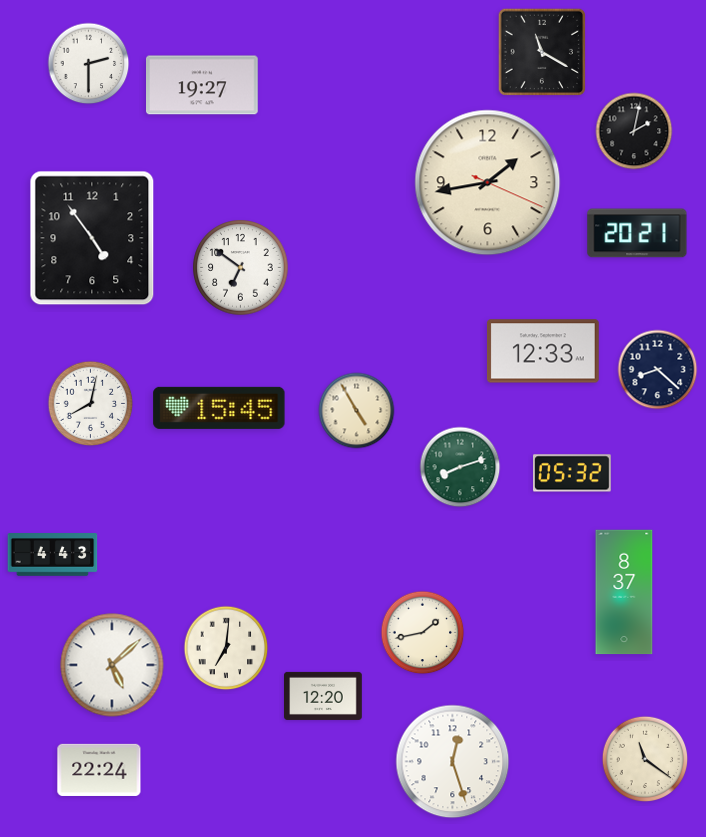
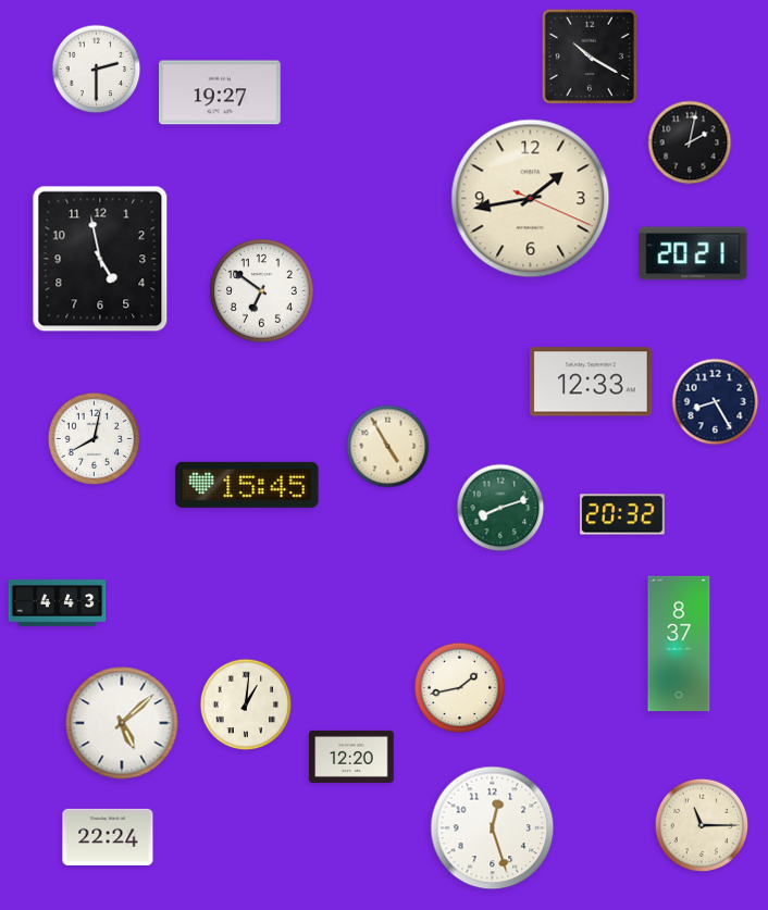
clock at (542, 52): 11:20 -> 10:20
clock at (92, 238): 4:54 -> 4:58
clock at (658, 370): 8:22 -> 8:25
clock at (91, 404) position: (91, 404) -> (95, 439)
clock at (219, 408) position: (219, 408) -> (247, 485)
clock at (573, 473): 05:32 -> 20:32
clock at (226, 648): 7:01 -> 1:01
clock at (645, 759): 11:21 -> 11:15
